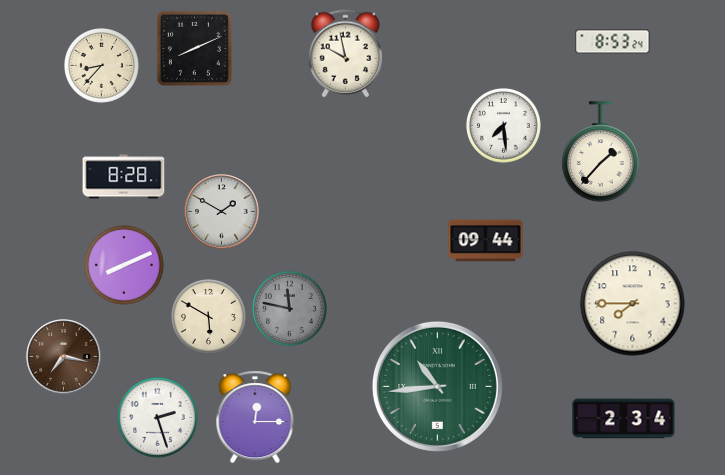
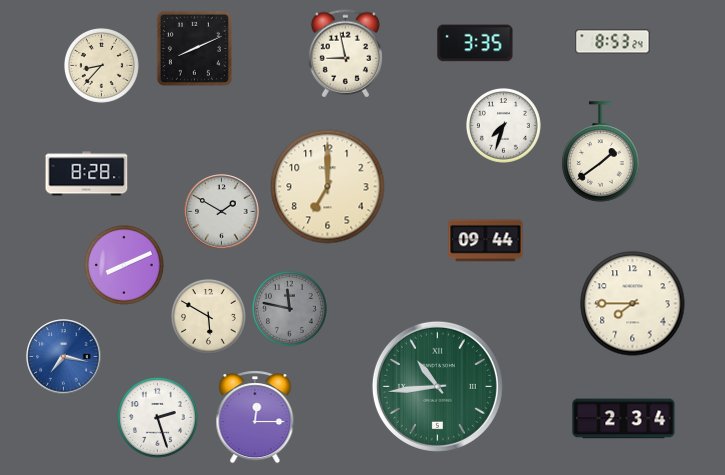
clock at (475, 43): none -> 3:35
clock at (345, 54): 9:58 -> 8:58
clock at (503, 125): 7:29 -> 7:33
clock at (601, 152): 1:37 -> 1:39
clock at (124, 177) position: (124, 177) -> (87, 174)
clock at (328, 187): none -> 7:00
clock at (64, 357) dial: brown -> blue
